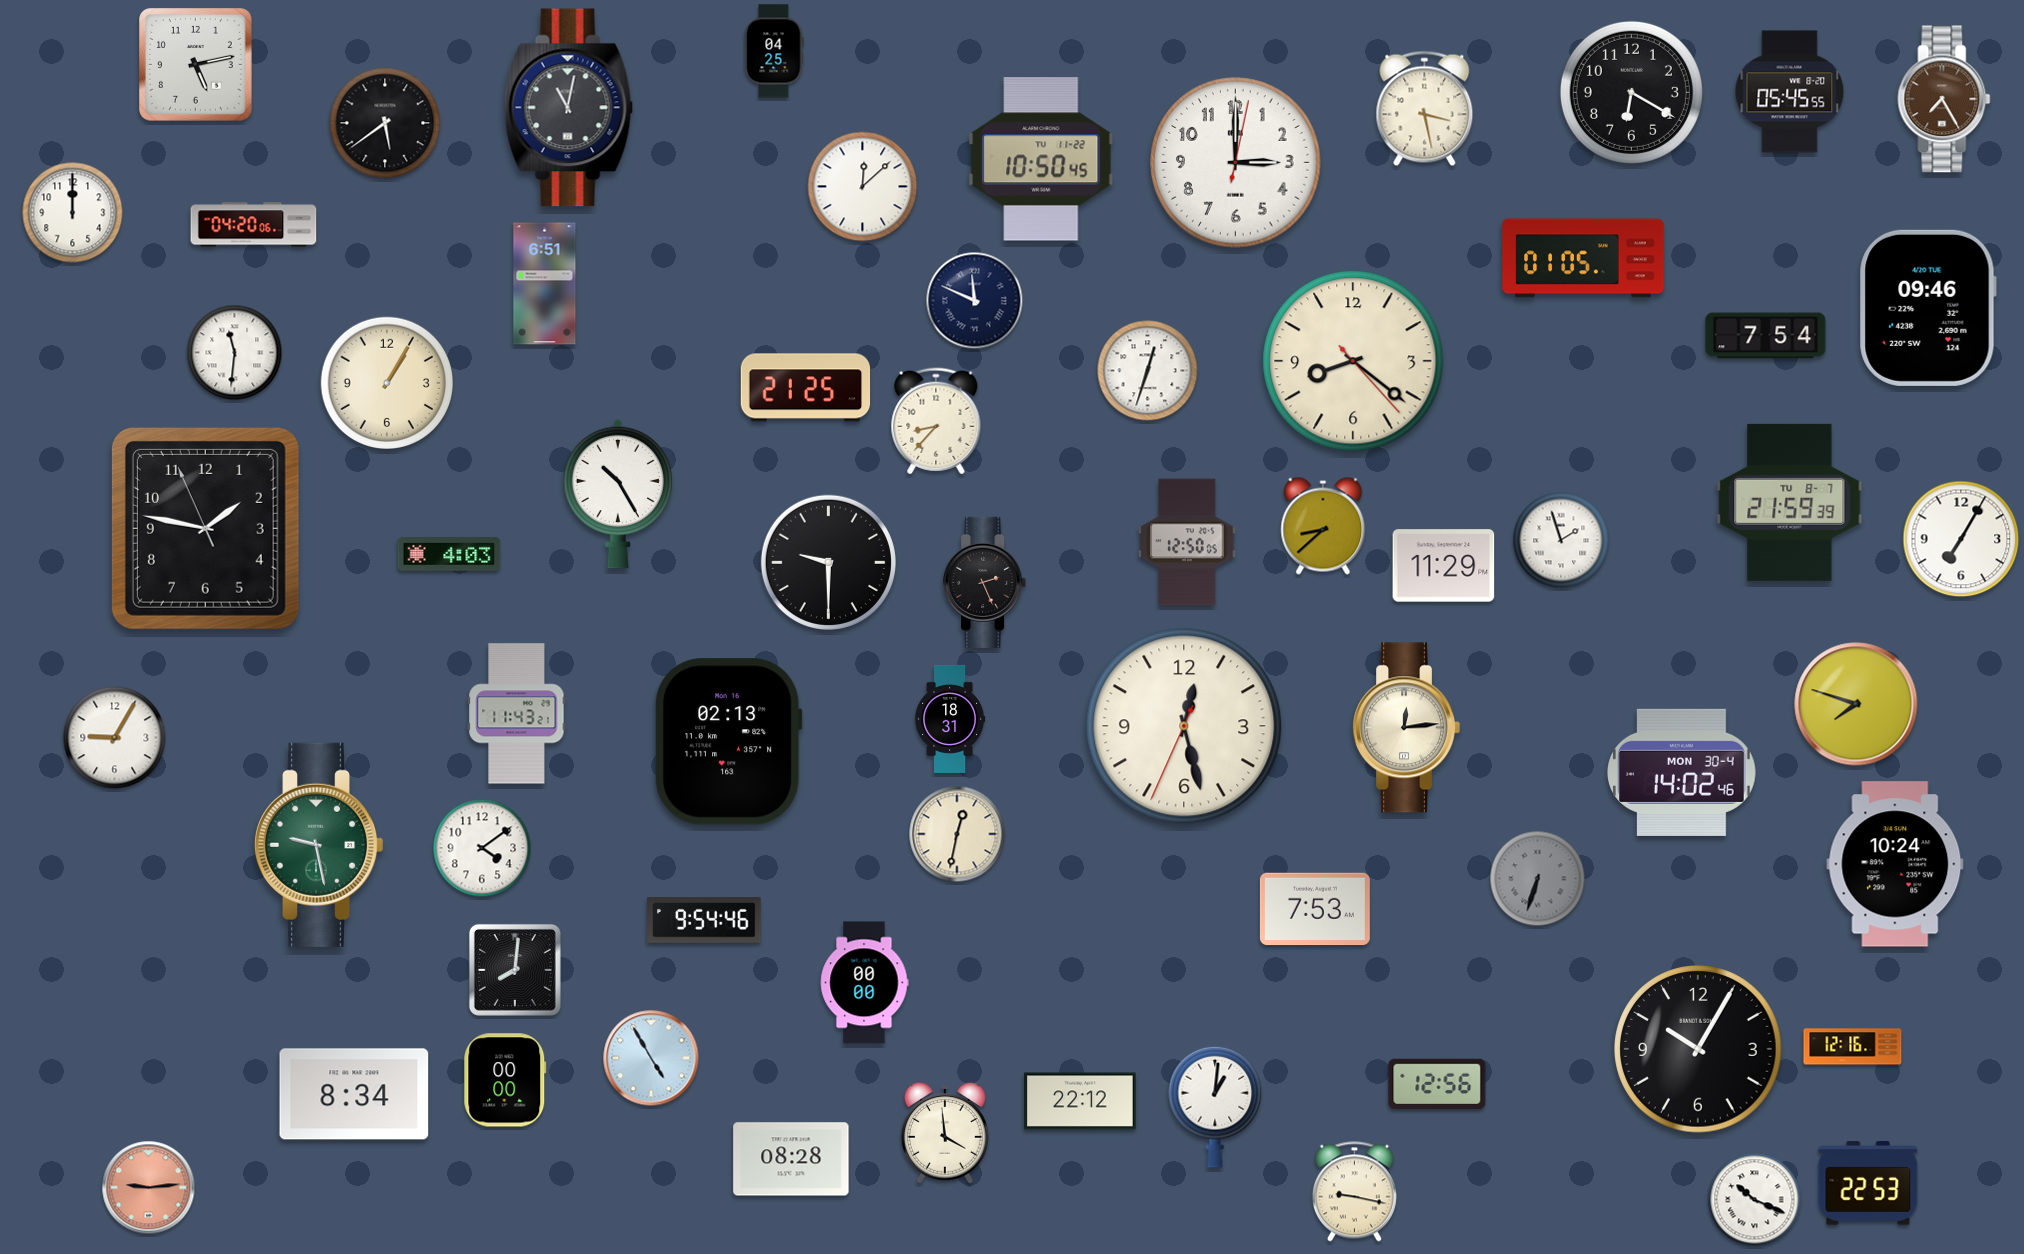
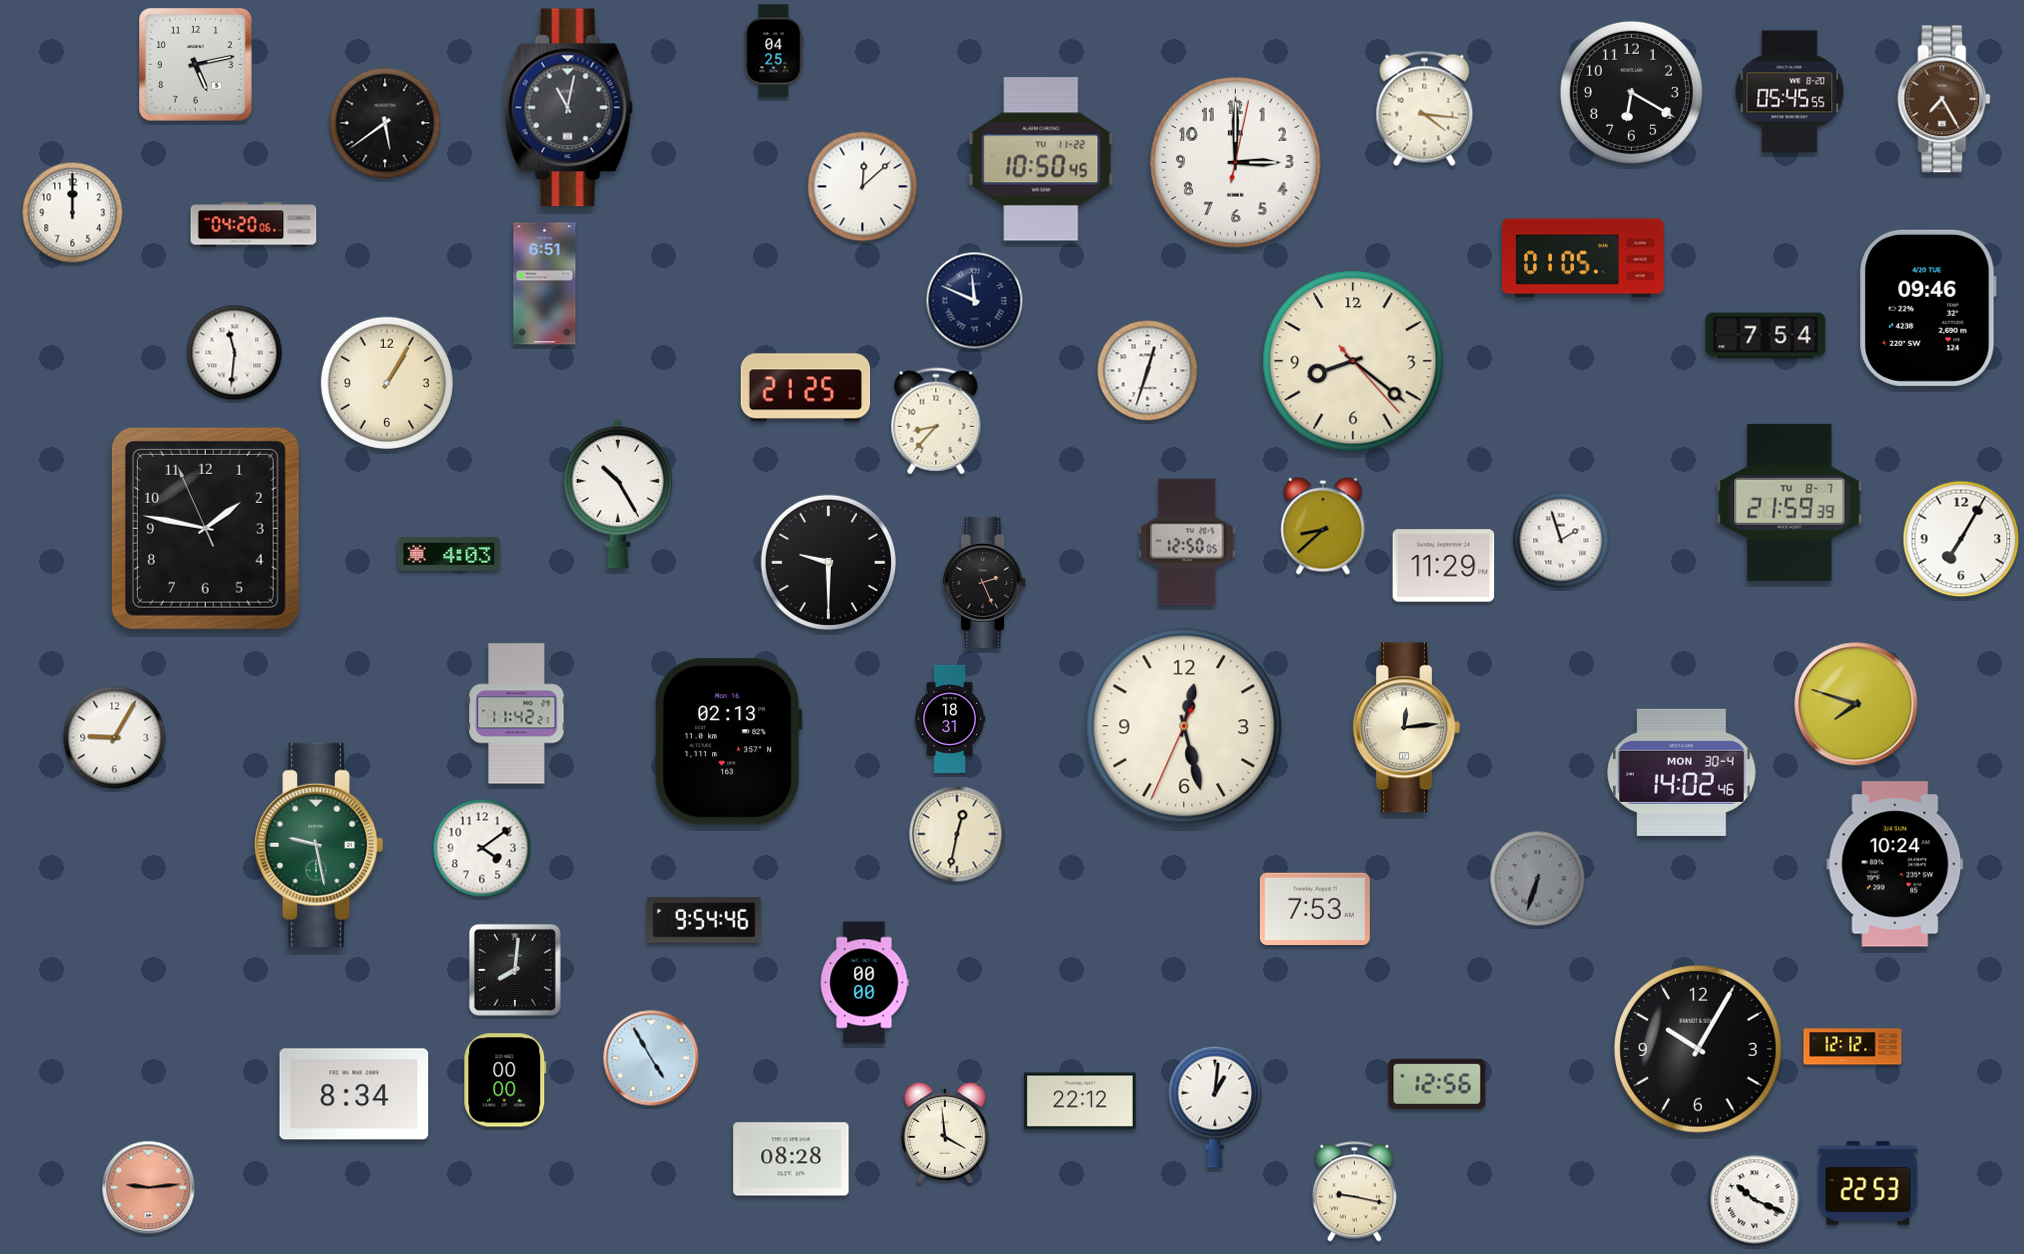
clock at (1425, 109): 3:28 -> 4:16
clock at (517, 714): 11:43 -> 11:42
clock at (1853, 1047): 12:16 -> 12:12
